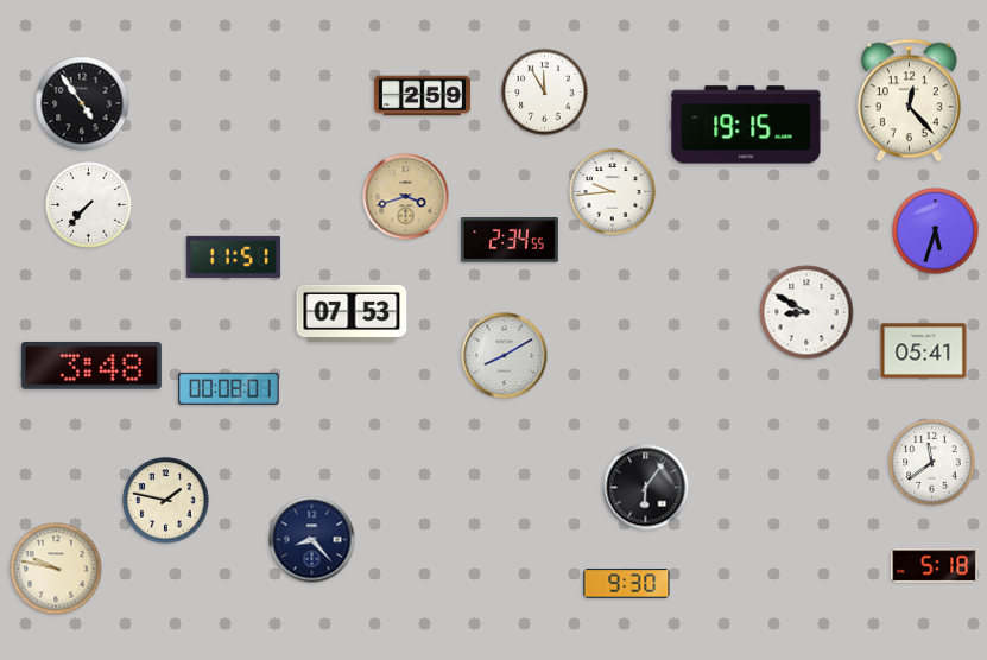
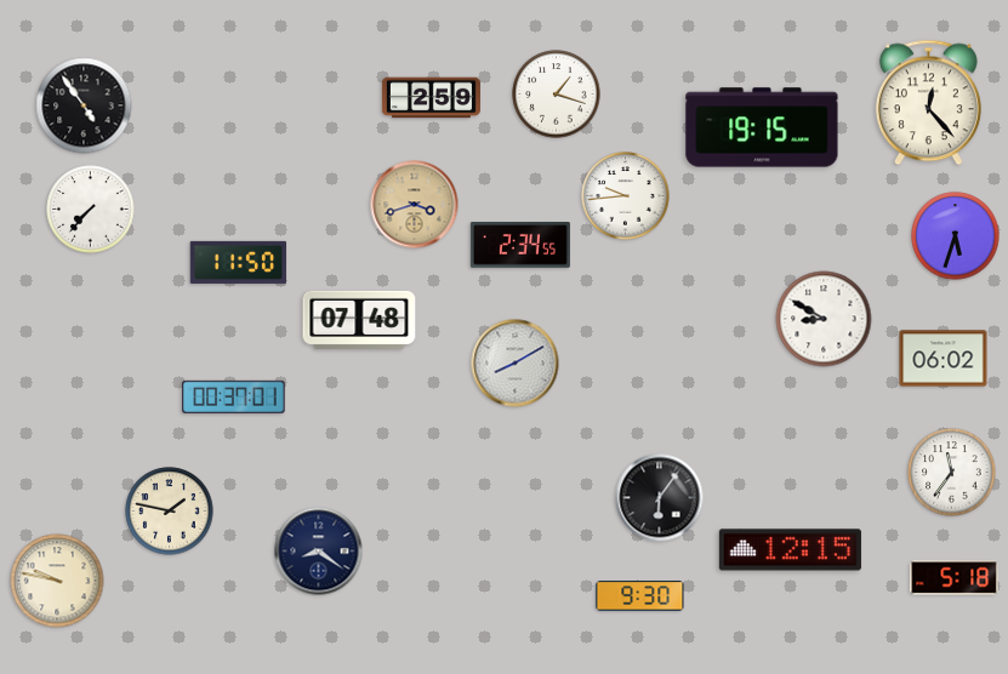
clock at (545, 93): 11:55 -> 1:18
clock at (406, 197) position: (406, 197) -> (415, 205)
clock at (234, 256): 11:51 -> 11:50
clock at (352, 313): 07:53 -> 07:48
clock at (924, 351): 05:41 -> 06:02
clock at (91, 367): 3:48 -> none
clock at (229, 388): 00:08 -> 00:37
clock at (932, 463): 11:39 -> 11:36
clock at (790, 550): none -> 12:15
clock at (312, 540): 8:23 -> 8:21
